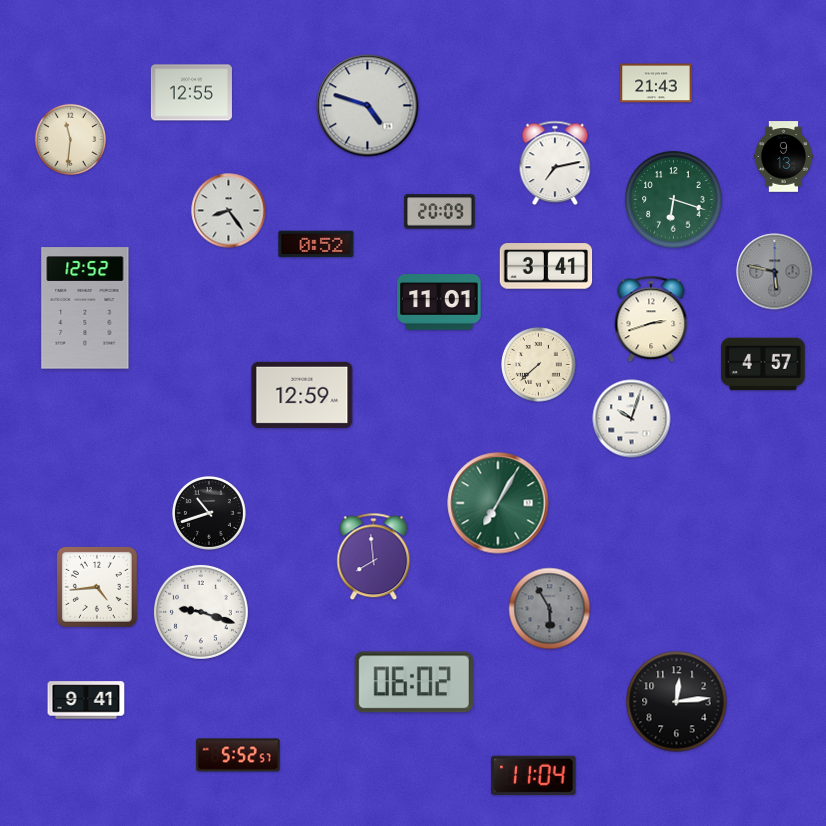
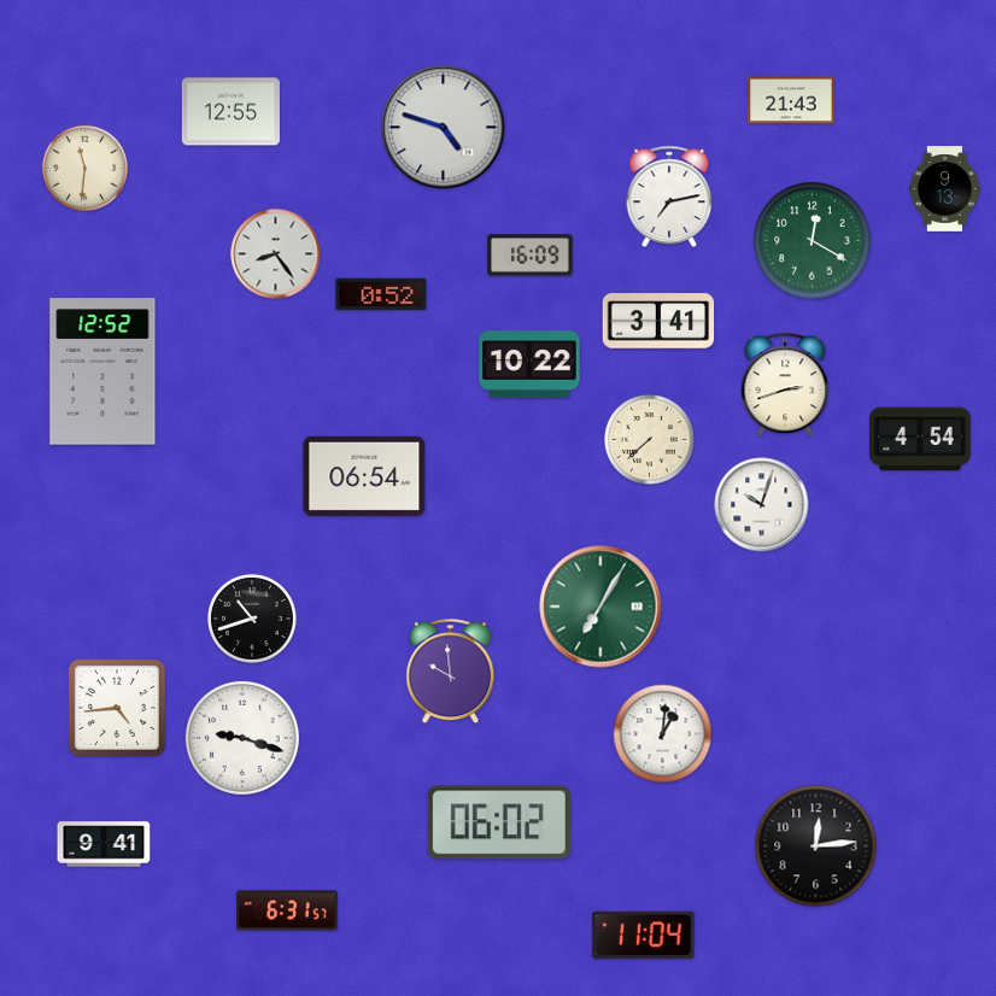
clock at (674, 200): 6:18 -> 12:20
clock at (440, 212): 20:09 -> 16:09
clock at (775, 272): 5:47 -> none
clock at (439, 302): 11:01 -> 10:22
clock at (763, 364): 4:57 -> 4:54
clock at (302, 395): 12:59 -> 06:54
clock at (374, 557): 7:59 -> 9:59
clock at (550, 609): 5:55 -> 1:01
clock at (550, 609) dial: grey -> white
clock at (238, 755): 5:52 -> 6:31
